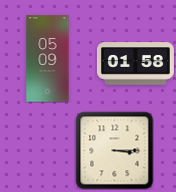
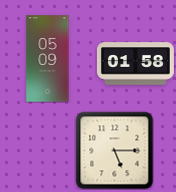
clock at (114, 150): 3:15 -> 5:15
